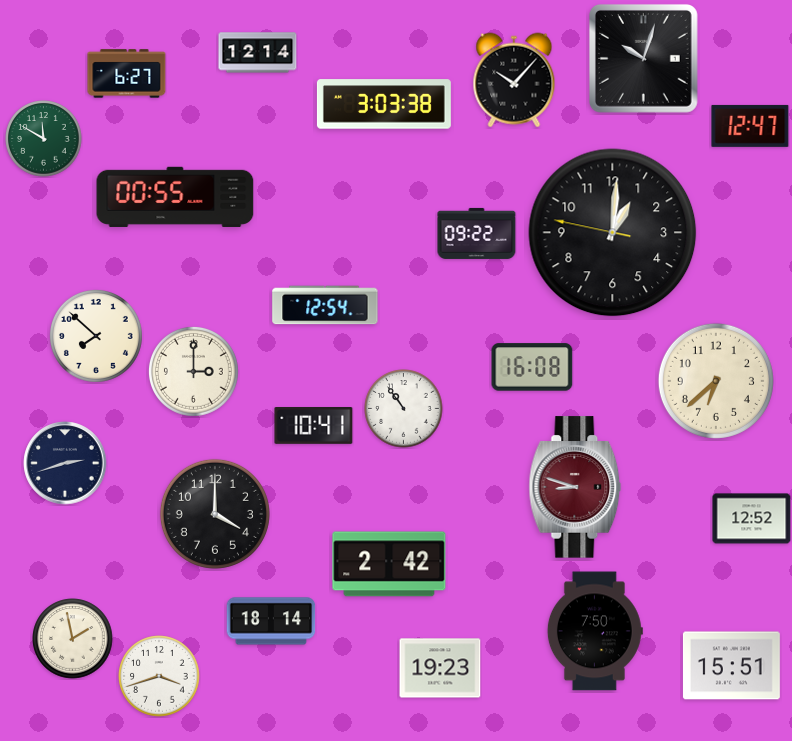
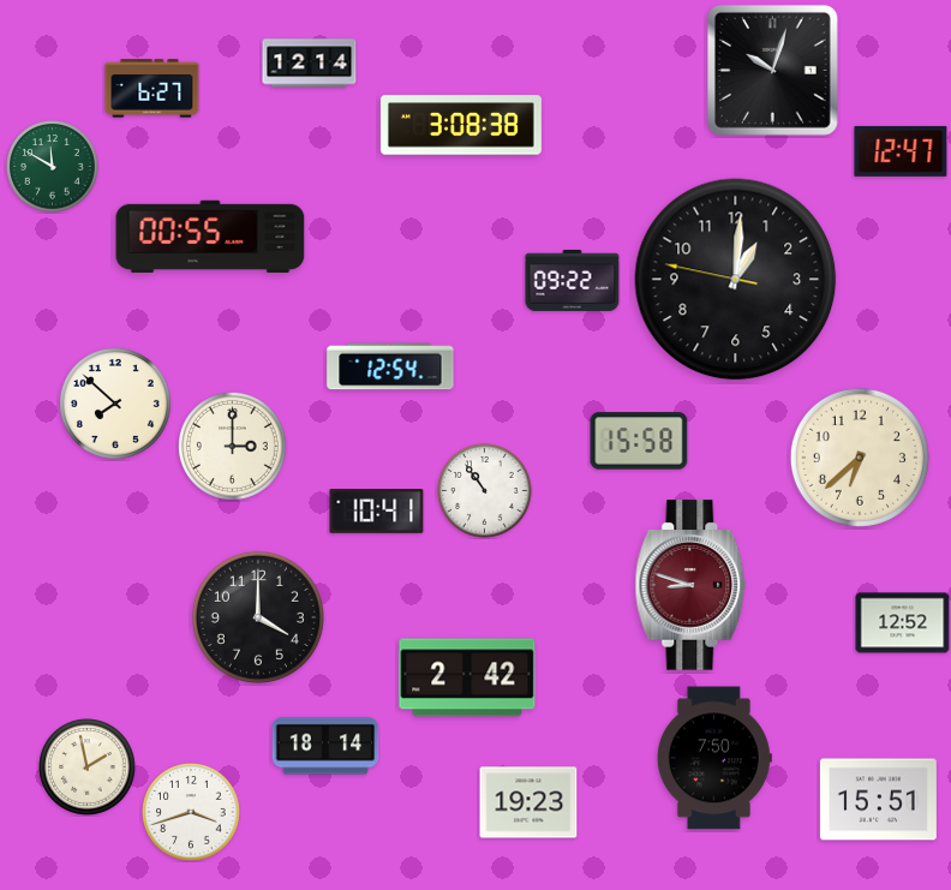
clock at (514, 80): 10:07 -> none
clock at (384, 104): 3:03 -> 3:08
clock at (532, 367): 16:08 -> 15:58
clock at (65, 463): 2:42 -> none
